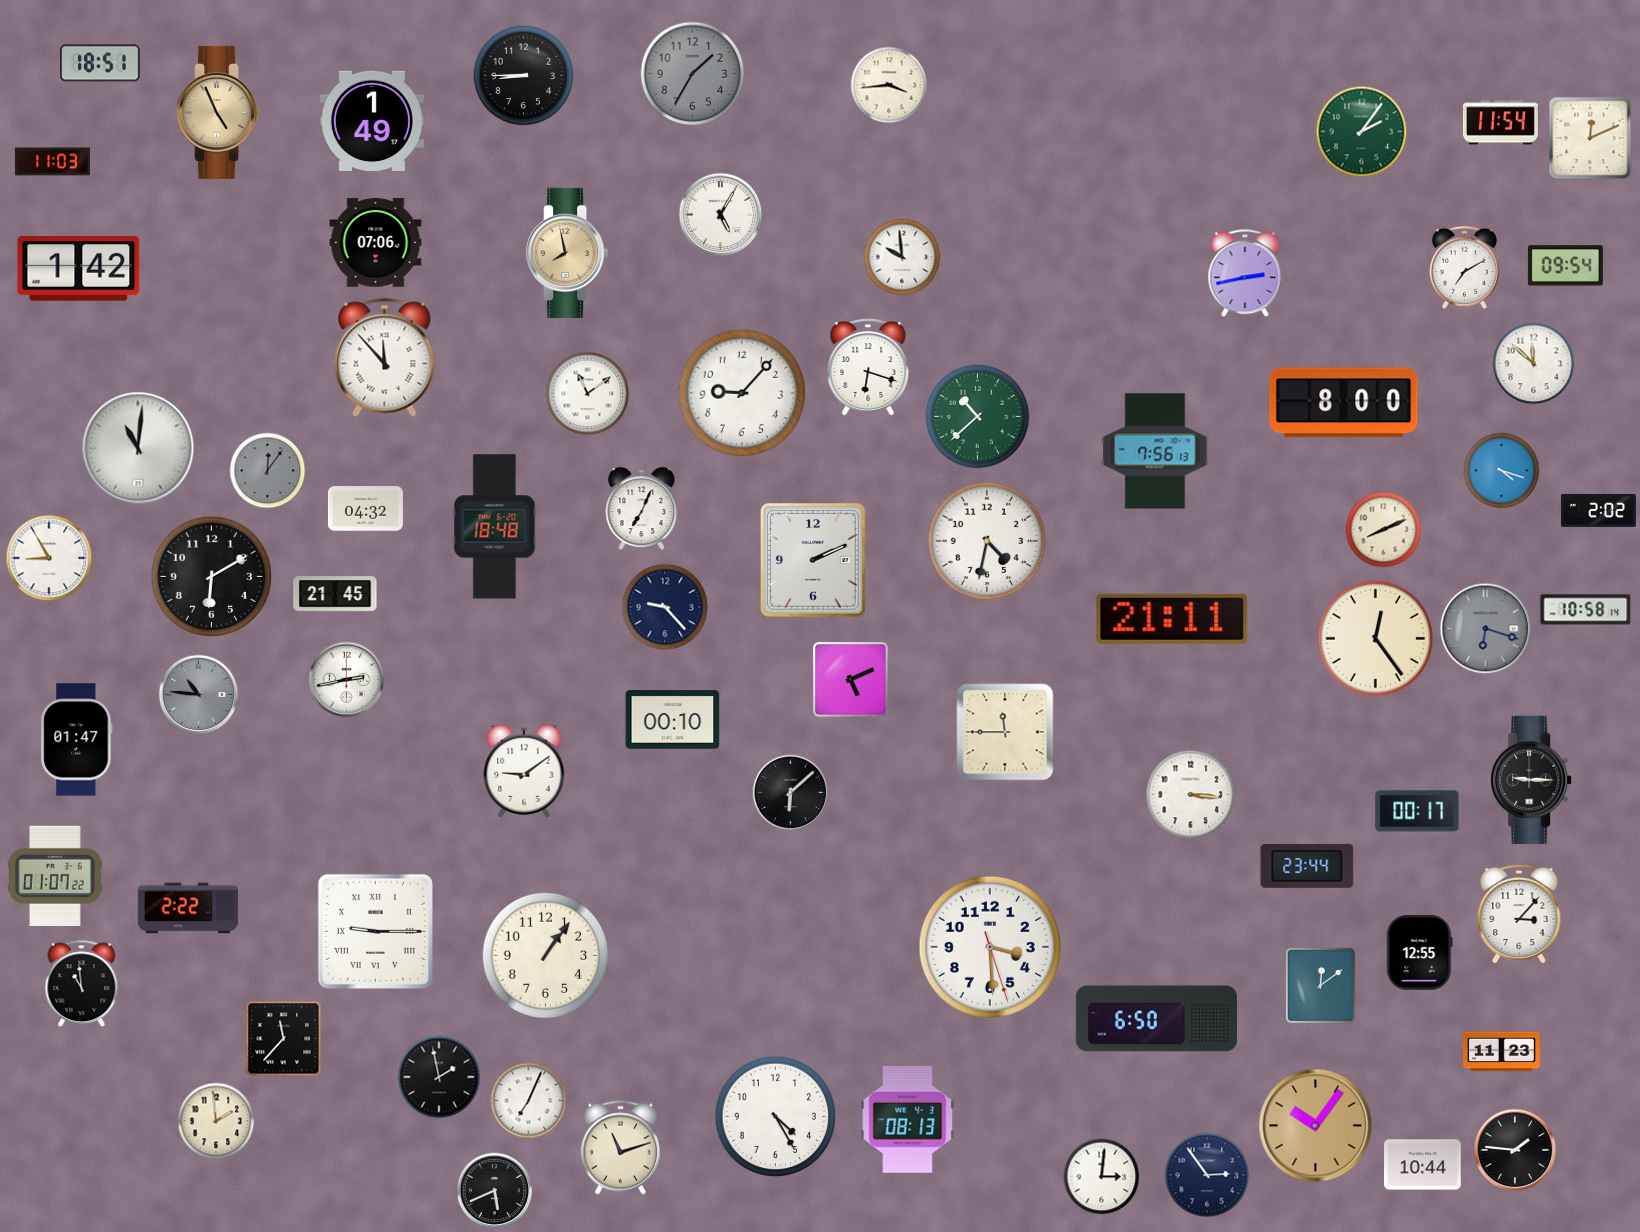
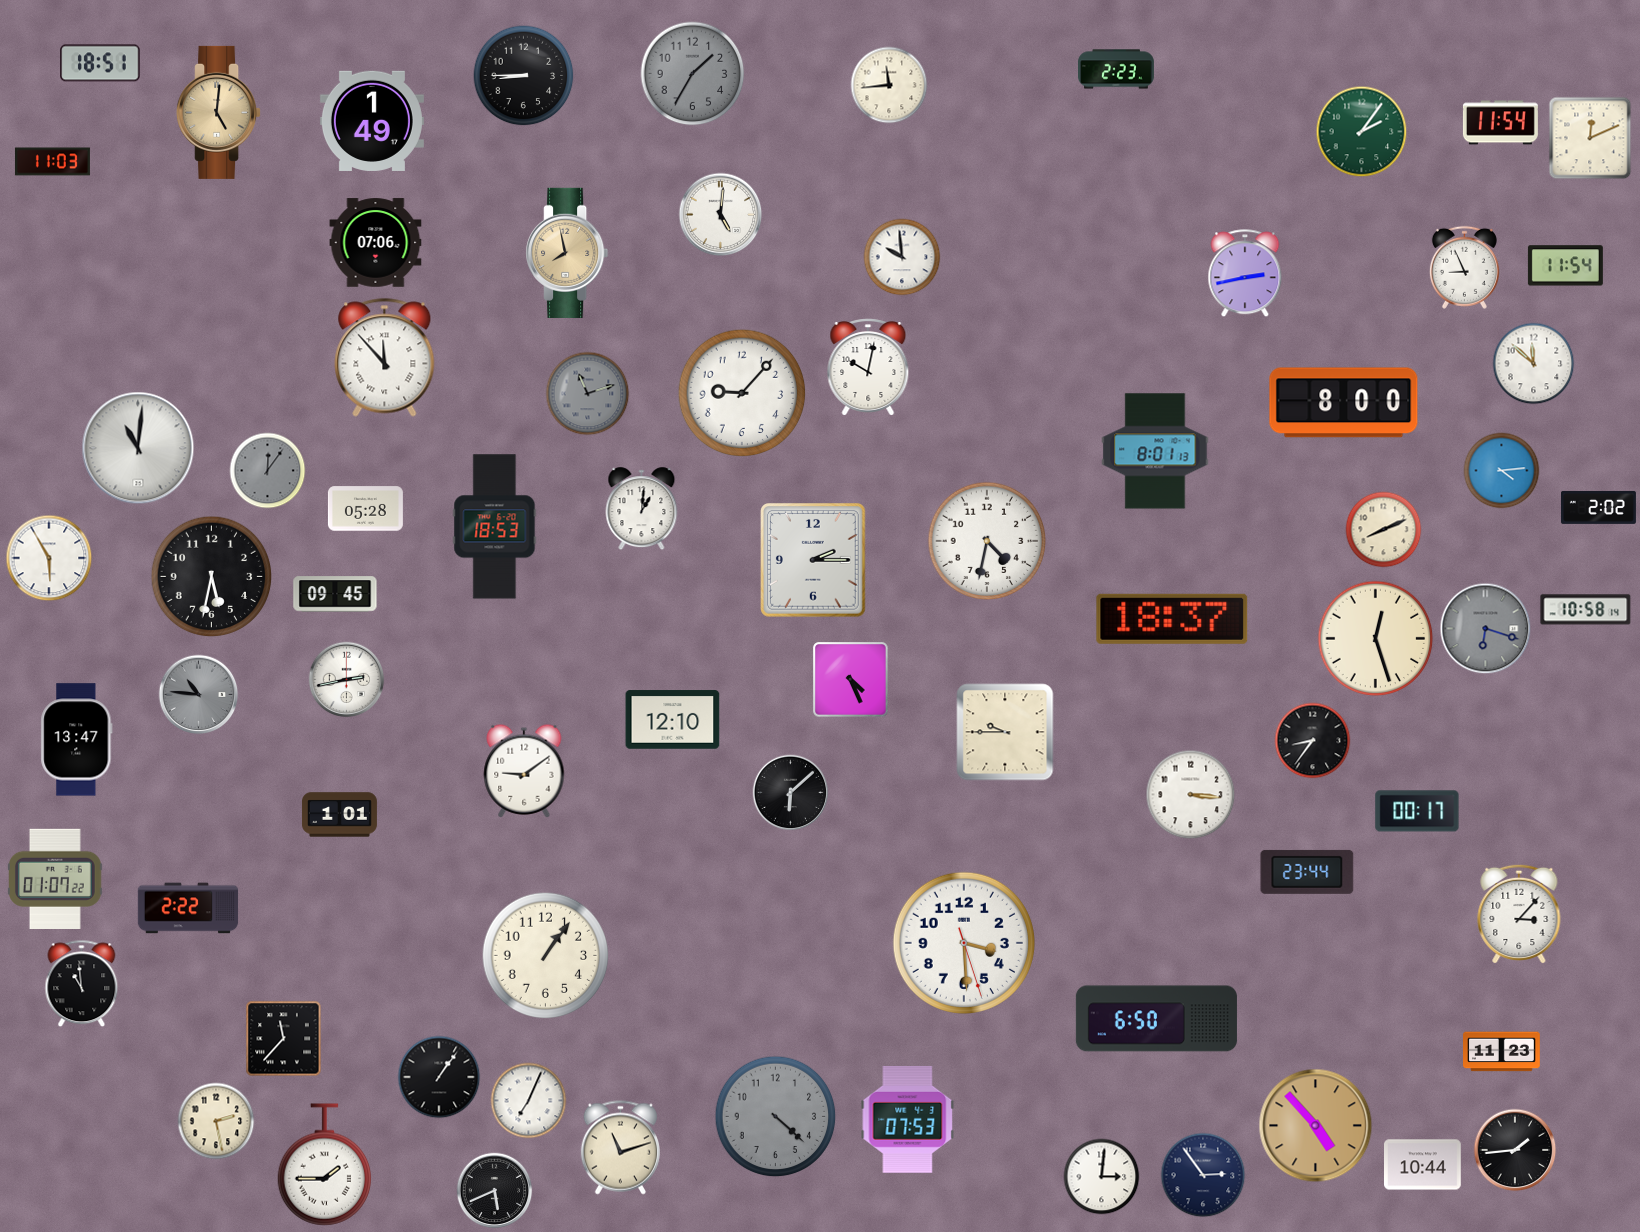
clock at (1117, 69): none -> 2:23
clock at (889, 85): 3:44 -> 11:44
clock at (219, 112): 4:56 -> 5:01
clock at (721, 215): 5:05 -> 5:01
clock at (1565, 266): 09:54 -> 11:54
clock at (1464, 267): 7:10 -> 8:56
clock at (79, 269): 1:42 -> none
clock at (868, 367): 6:18 -> 10:02
clock at (588, 394): 11:09 -> 11:12
clock at (588, 394) dial: white -> grey
clock at (978, 417): 10:38 -> none
clock at (1155, 451): 7:56 -> 8:01
clock at (1502, 471): 4:18 -> 4:14
clock at (365, 509): 04:32 -> 05:28
clock at (642, 509): 7:04 -> 1:01
clock at (1598, 510) position: (1598, 510) -> (1598, 507)
clock at (495, 527): 18:48 -> 18:53
clock at (49, 558): 8:55 -> 5:55
clock at (814, 561): 2:11 -> 2:15
clock at (212, 577): 6:10 -> 5:32
clock at (335, 594): 21:45 -> 09:45
clock at (665, 607): 9:23 -> none
clock at (1172, 619): 21:11 -> 18:37
clock at (1376, 639): 12:24 -> 12:27
clock at (851, 680): 5:11 -> 4:26
clock at (673, 720): 00:10 -> 12:10
clock at (1005, 732): 11:45 -> 9:45
clock at (77, 740): 01:47 -> 13:47
clock at (1313, 741): none -> 8:36
clock at (1531, 780): 9:15 -> none
clock at (339, 815): none -> 1:01
clock at (1307, 866) position: (1307, 866) -> (1307, 872)
clock at (56, 875) position: (56, 875) -> (56, 878)
clock at (375, 931): 9:15 -> none
clock at (990, 947) position: (990, 947) -> (964, 943)
clock at (1420, 952): 12:55 -> none
clock at (1320, 985): 12:09 -> none
clock at (439, 1077): 1:58 -> 1:06
clock at (776, 1117): 4:25 -> 4:22
clock at (776, 1117) dial: white -> grey
clock at (908, 1119): 08:13 -> 07:53
clock at (216, 1121): 1:59 -> 2:28
clock at (1316, 1126): 10:06 -> 4:53
clock at (1515, 1150): 1:46 -> 1:44
clock at (324, 1165): none -> 1:45
clock at (1207, 1175) position: (1207, 1175) -> (1203, 1175)
